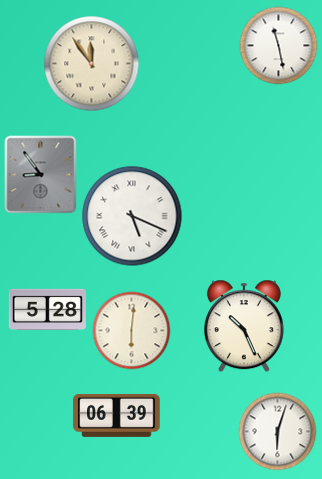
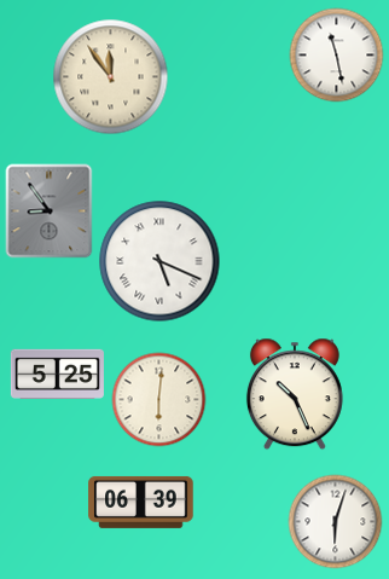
clock at (47, 309): 5:28 -> 5:25
